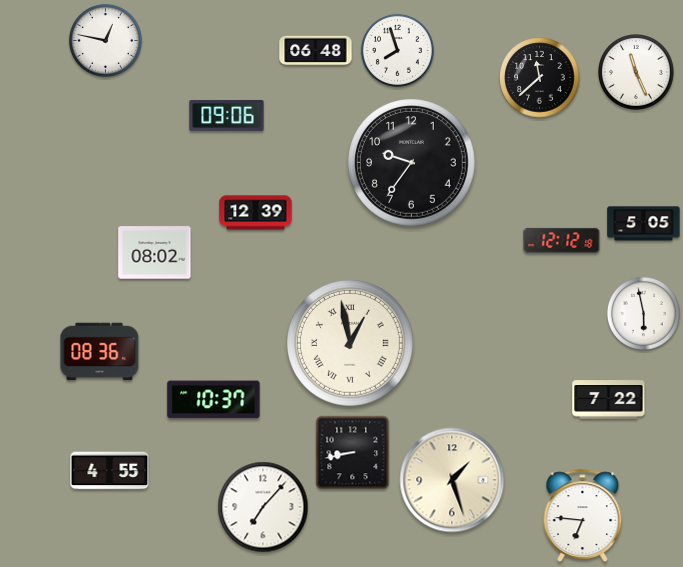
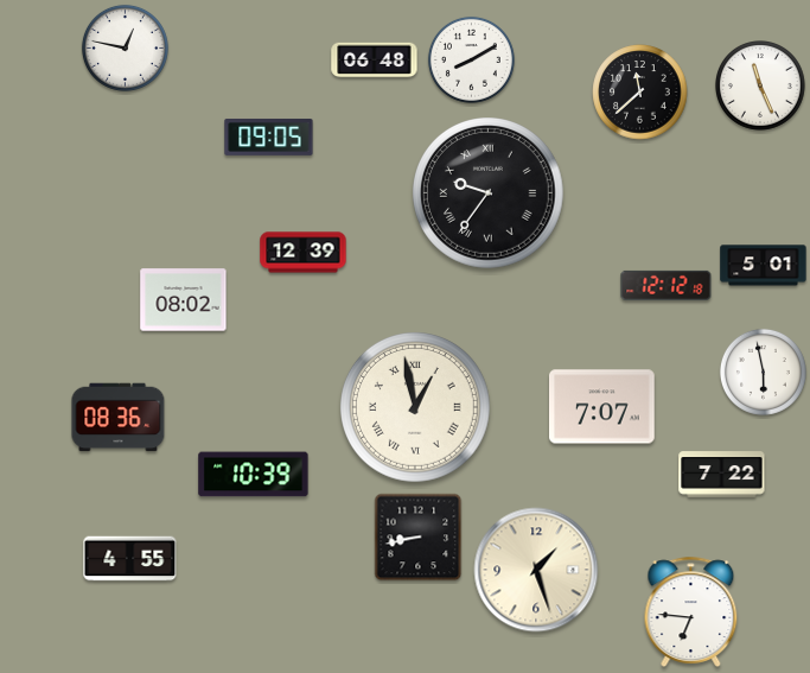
clock at (397, 50): 7:57 -> 8:10
clock at (637, 73) position: (637, 73) -> (761, 87)
clock at (227, 116): 09:06 -> 09:05
clock at (412, 163) numerals: Arabic -> Roman
clock at (644, 224): 5:05 -> 5:01
clock at (602, 407): none -> 7:07
clock at (214, 400): 10:37 -> 10:39
clock at (263, 507): 7:07 -> none
